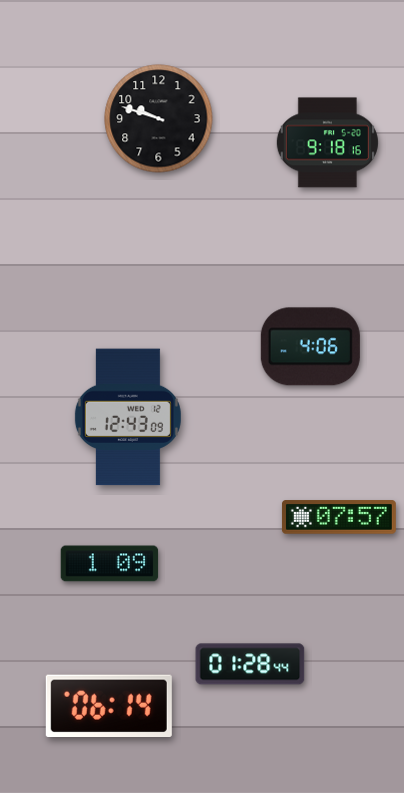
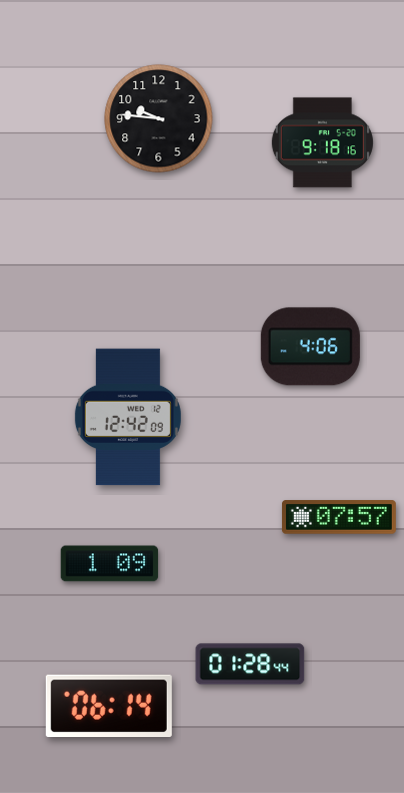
clock at (159, 119): 9:48 -> 9:46
clock at (327, 143) position: (327, 143) -> (322, 143)
clock at (128, 417): 12:43 -> 12:42
